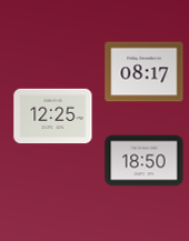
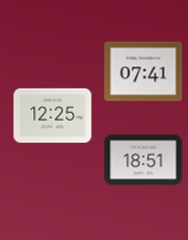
clock at (145, 72): 08:17 -> 07:41
clock at (145, 161): 18:50 -> 18:51
